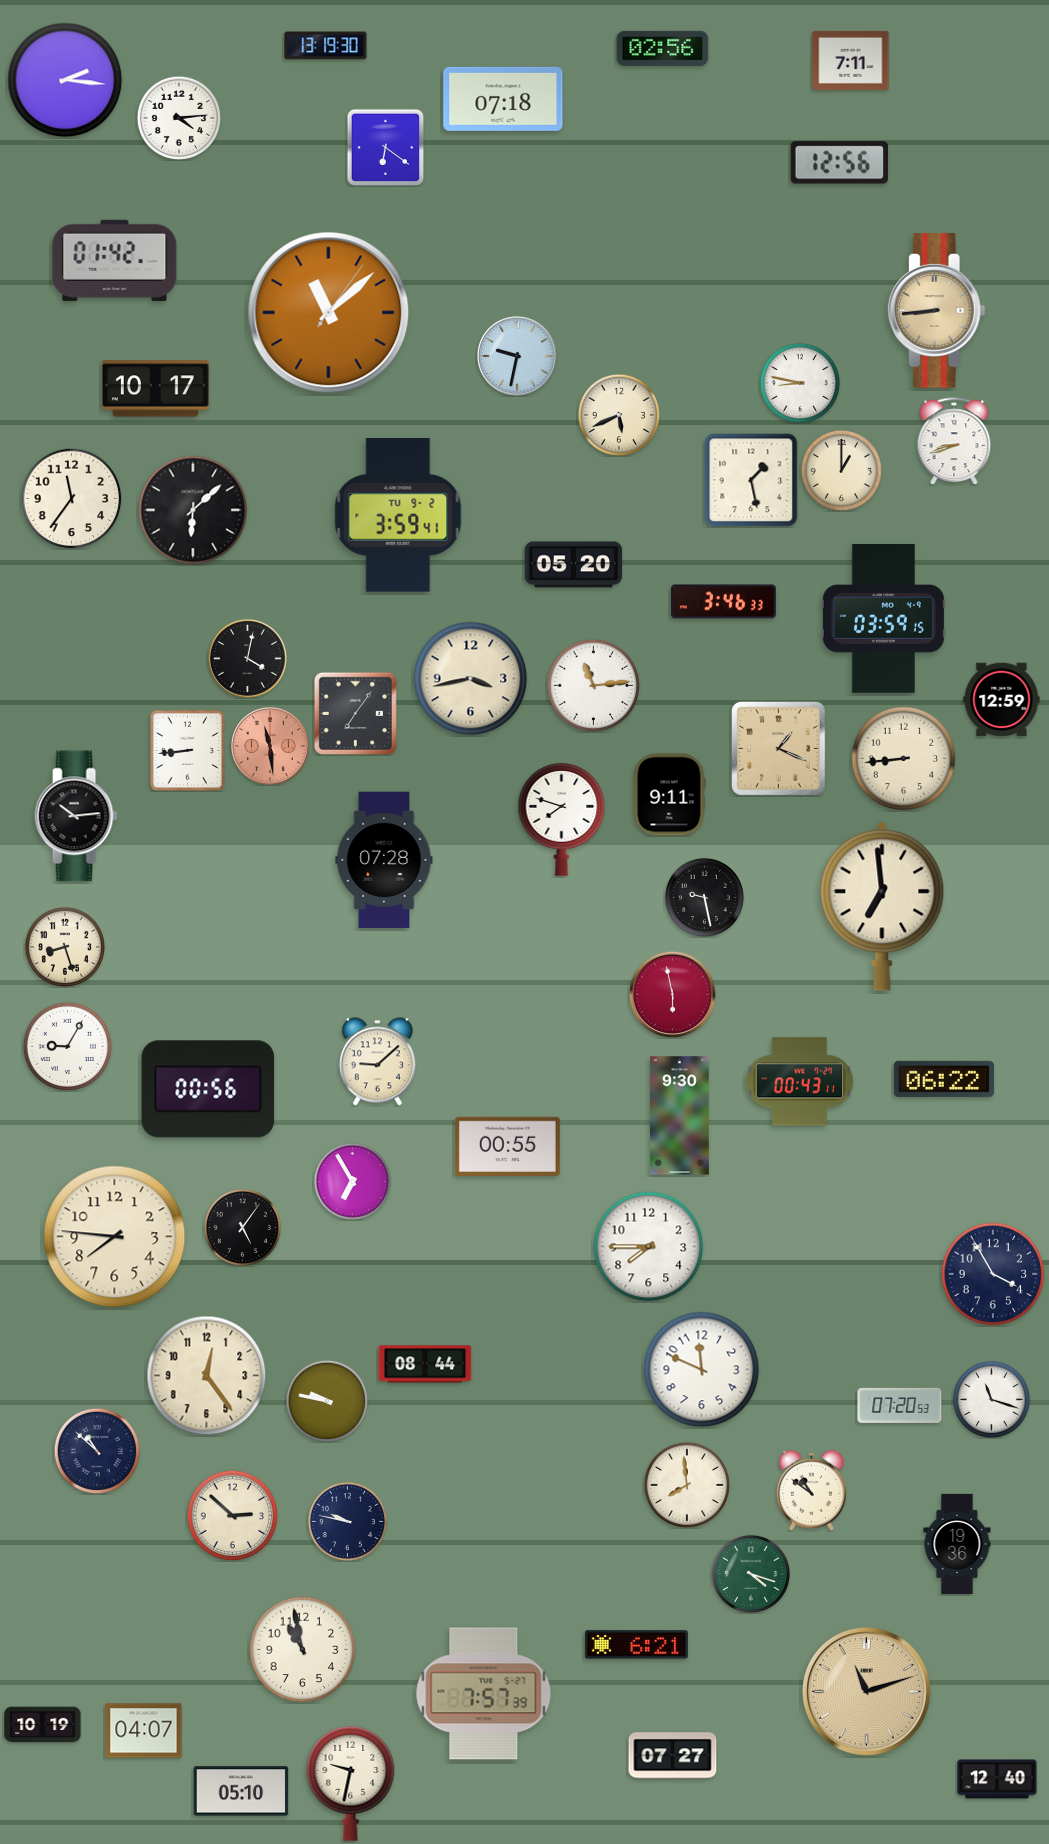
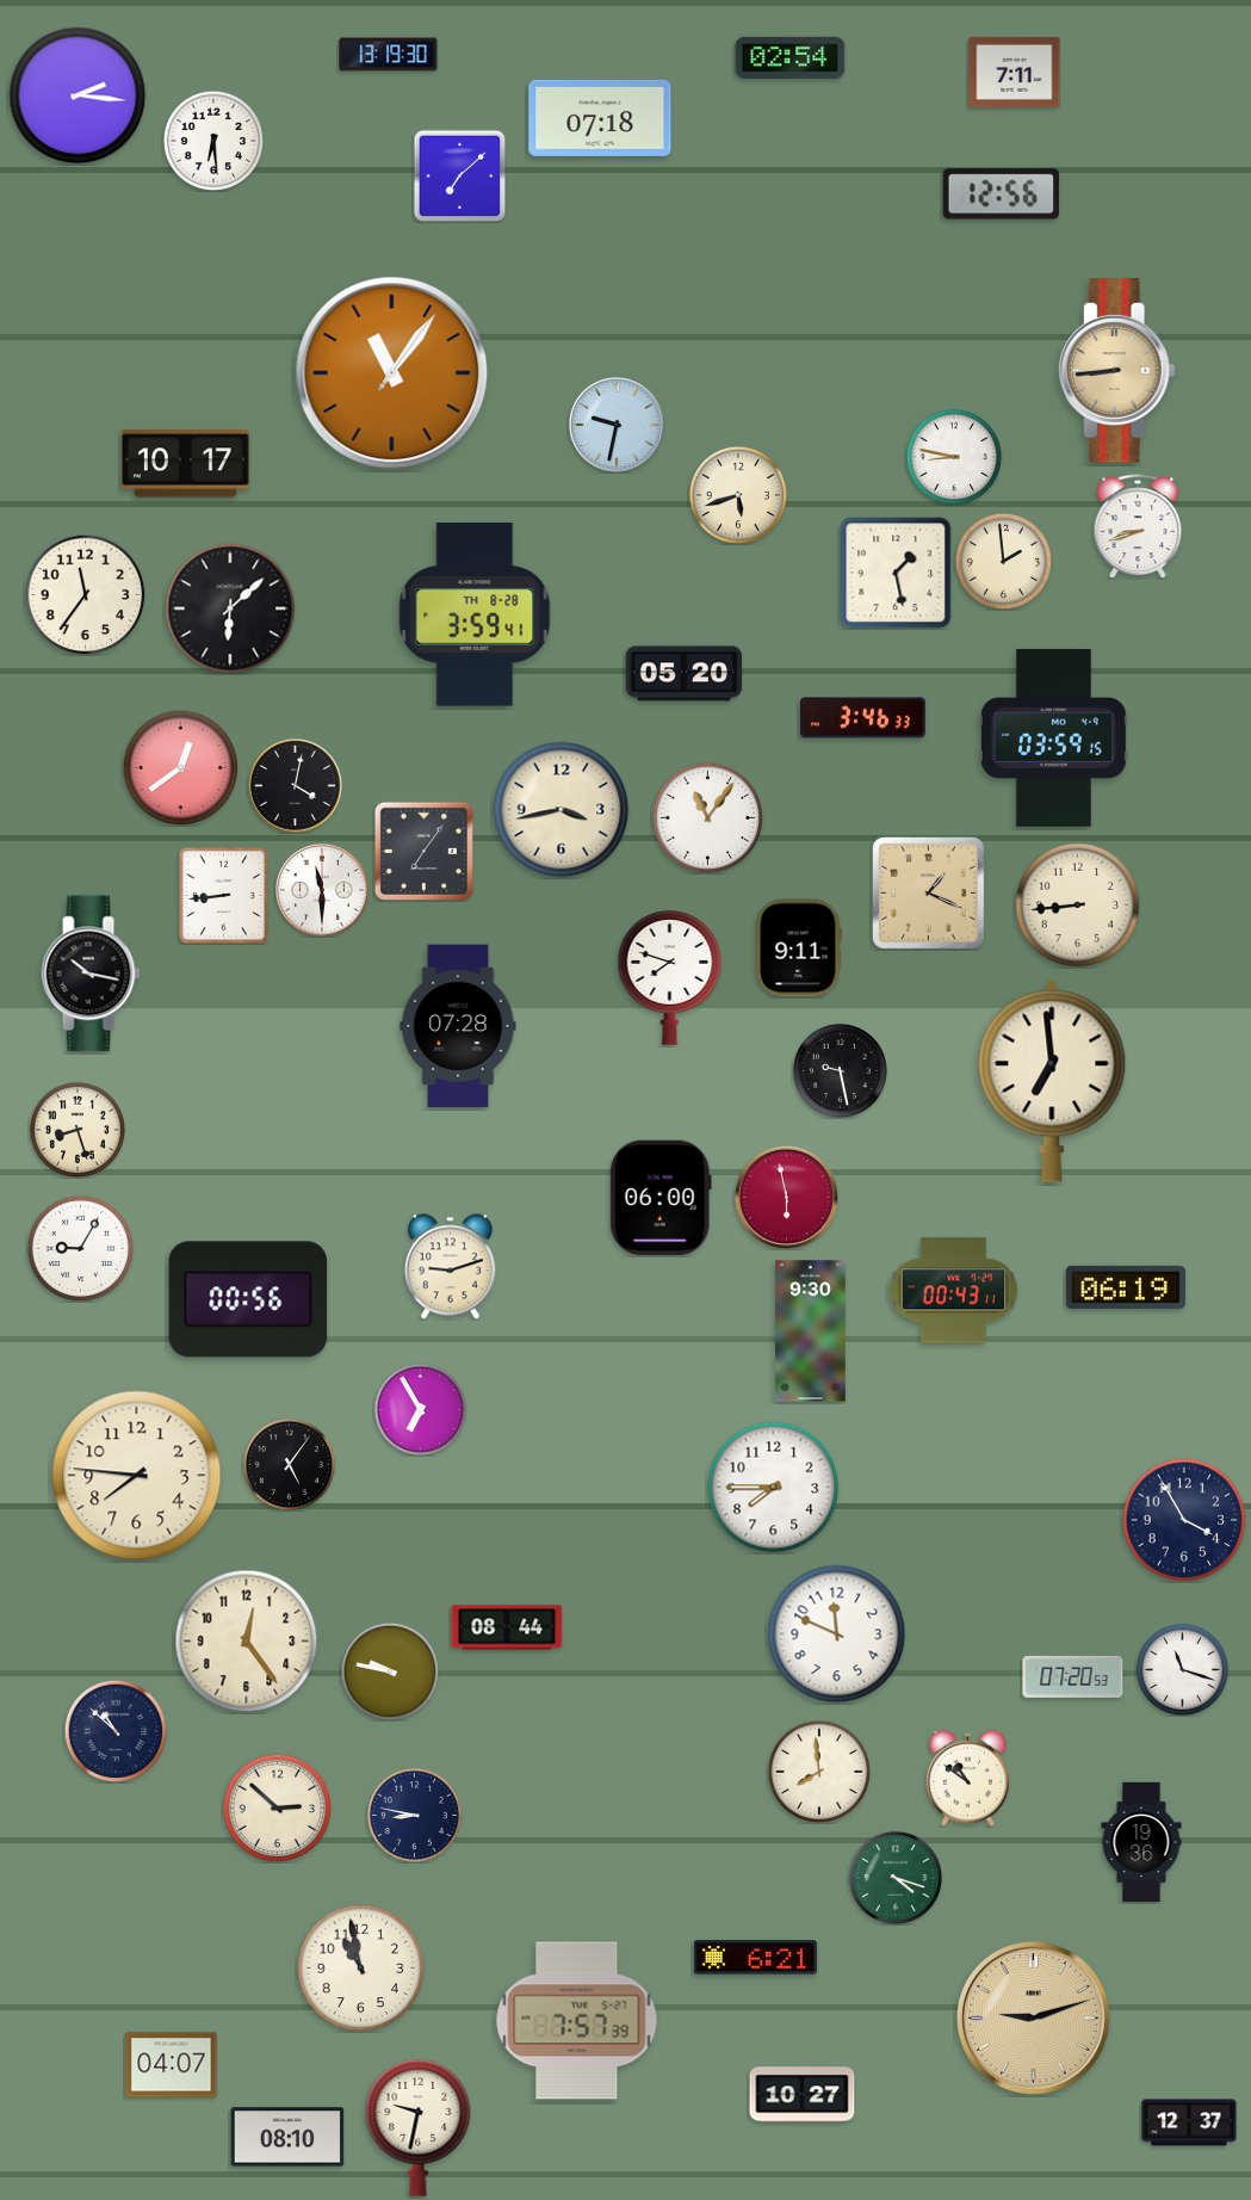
clock at (663, 48): 02:56 -> 02:54
clock at (178, 117): 4:14 -> 6:29
clock at (385, 147): 6:21 -> 7:08
clock at (115, 260): 01:42 -> none
clock at (329, 313): 11:08 -> 11:06
clock at (619, 415): 5:41 -> 5:42
clock at (841, 470): 1:00 -> 1:59
clock at (398, 515) date: TU 9-2 -> TH 8-28
clock at (180, 767): none -> 12:39
clock at (593, 685): 11:14 -> 11:06
clock at (1002, 700): 12:59 -> none
clock at (271, 747): 11:29 -> 11:30
clock at (271, 747) dial: salmon -> white
clock at (76, 816): 10:14 -> 10:17
clock at (672, 994) position: (672, 994) -> (786, 1197)
clock at (661, 1198): none -> 06:00
clock at (377, 1062): 9:08 -> 9:12
clock at (944, 1079): 06:22 -> 06:19
clock at (507, 1146): 00:55 -> none
clock at (347, 1521): 9:47 -> 8:47
clock at (636, 1645) position: (636, 1645) -> (755, 1958)
clock at (867, 1692): 11:12 -> 9:12
clock at (43, 1725): 10:19 -> none
clock at (673, 1756): 07:27 -> 10:27
clock at (997, 1779): 12:40 -> 12:37
clock at (241, 1791): 05:10 -> 08:10
